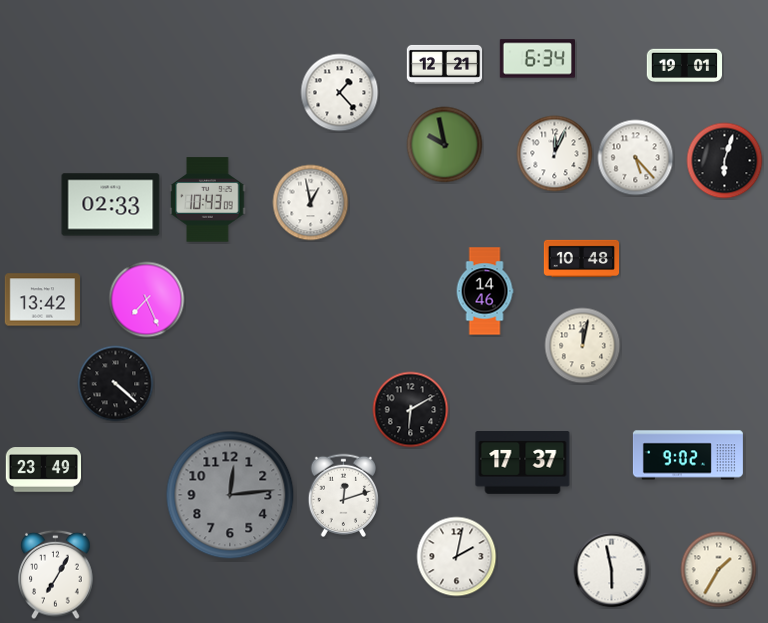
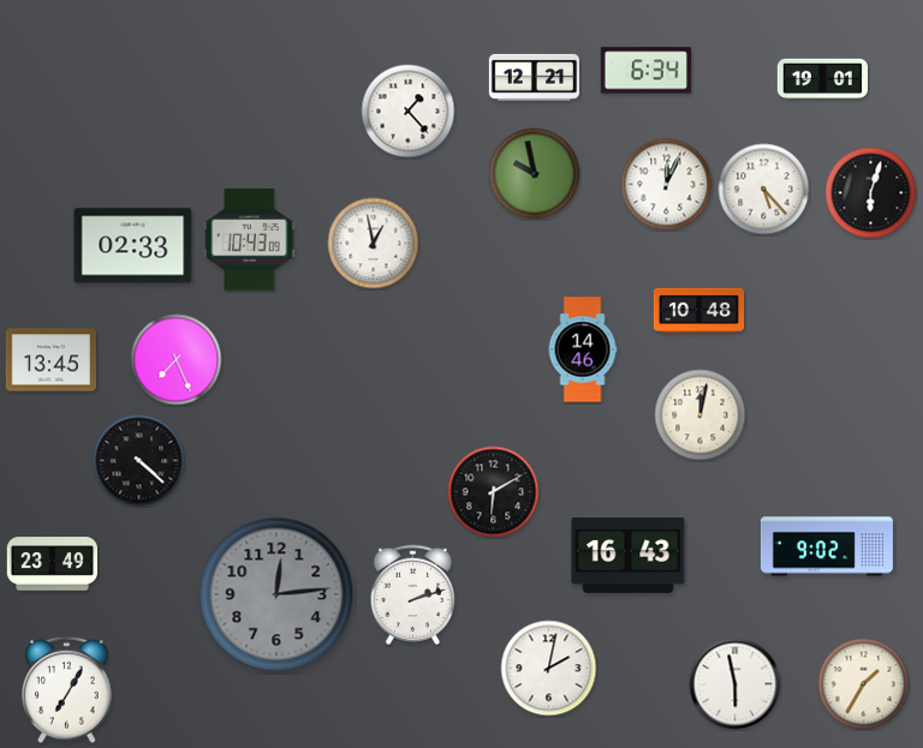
clock at (42, 300): 13:42 -> 13:45
clock at (523, 463): 17:37 -> 16:43
clock at (344, 495): 12:12 -> 2:12
